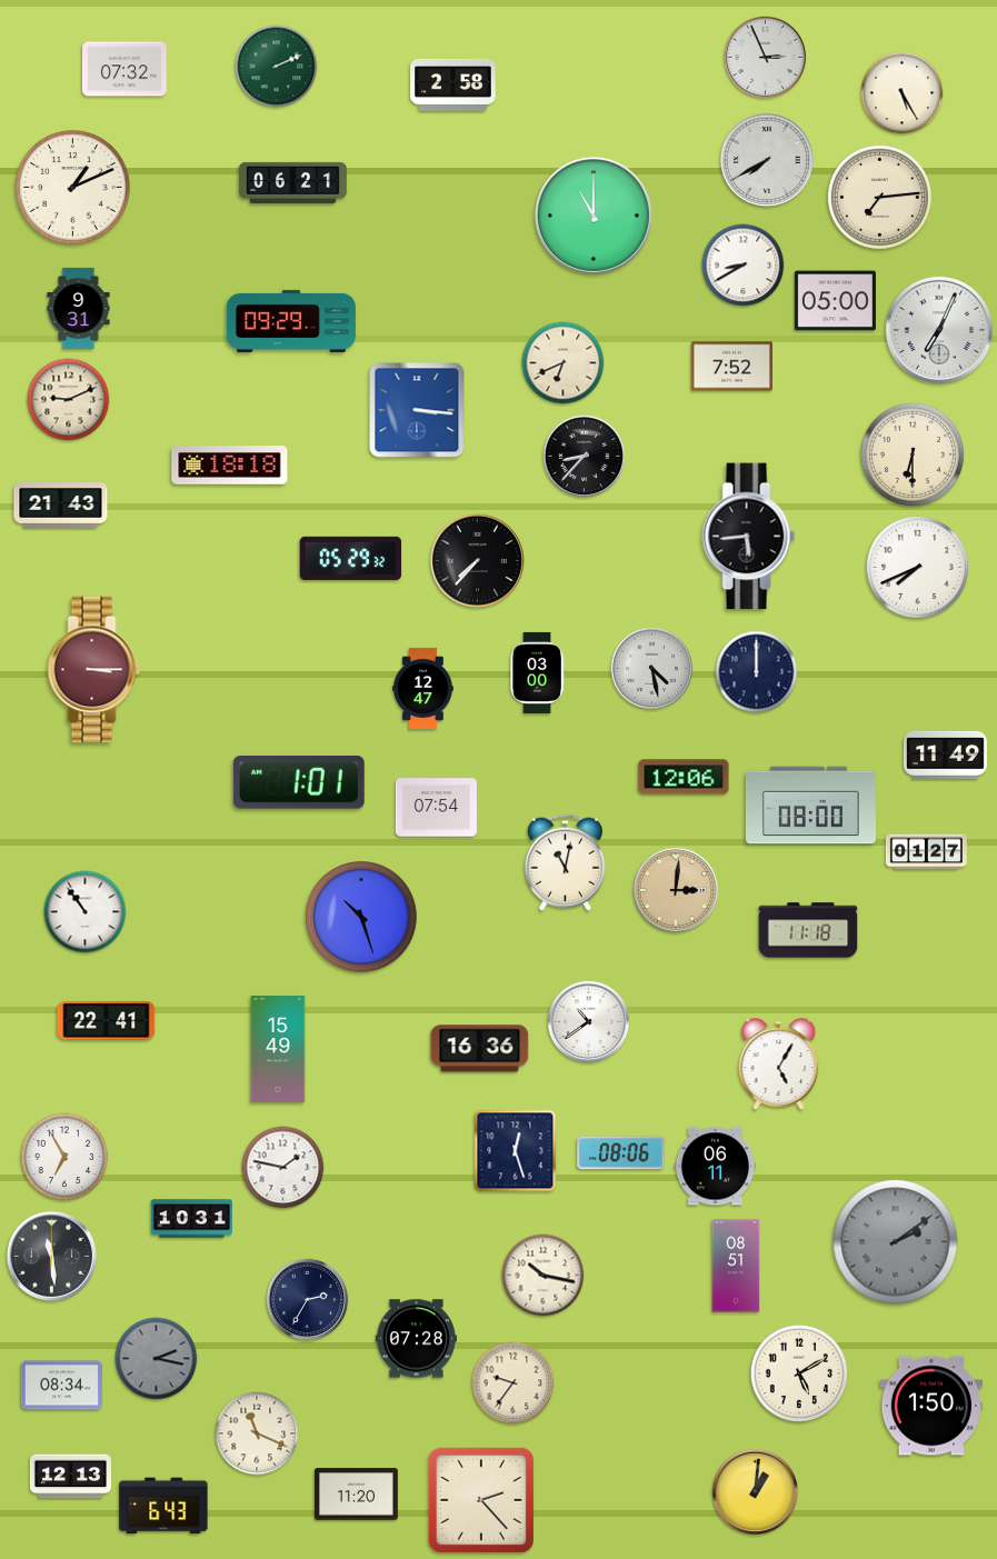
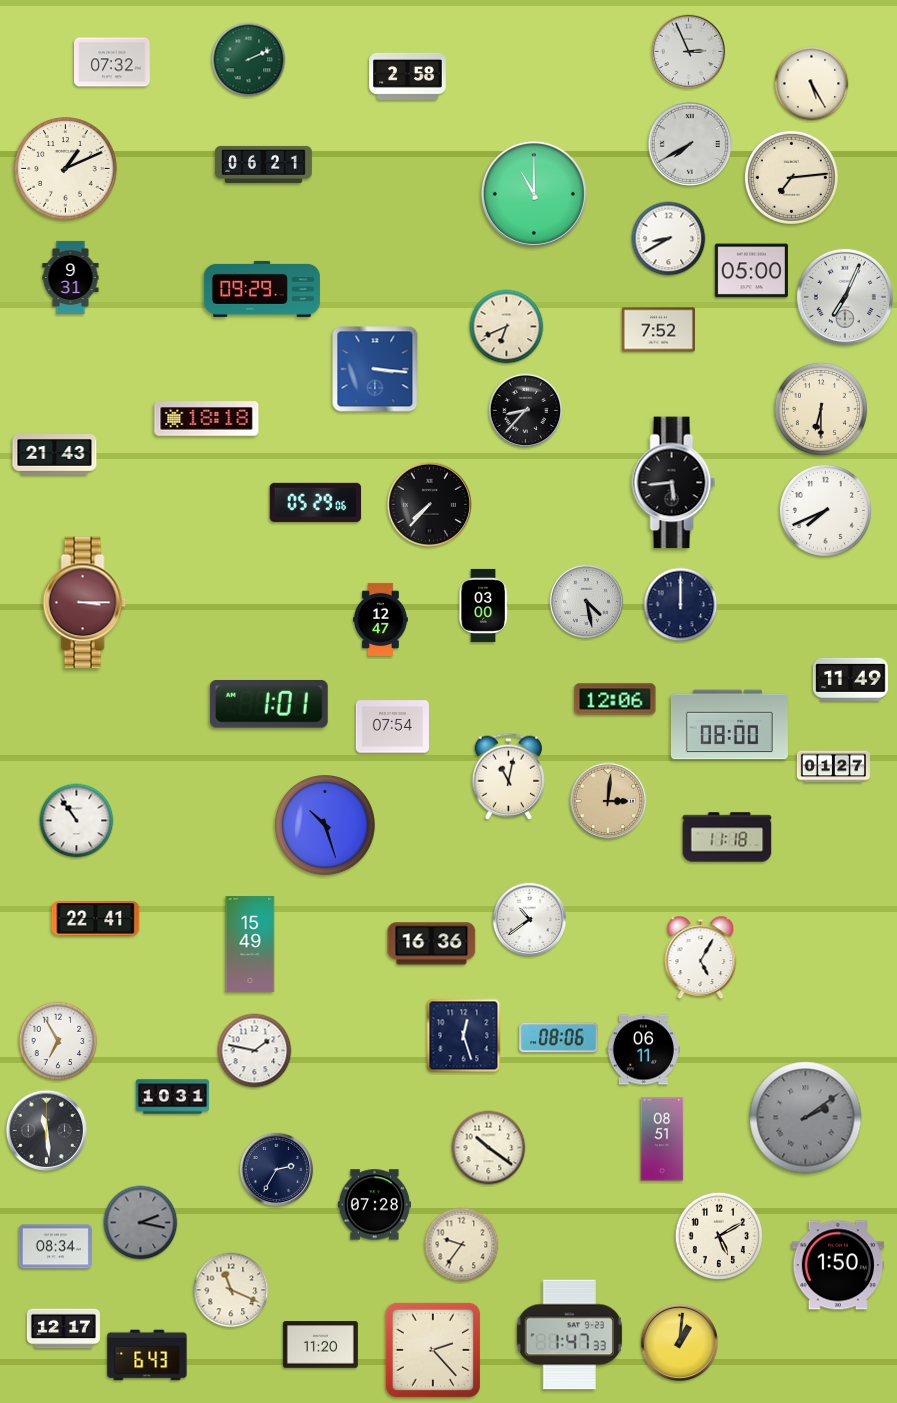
clock at (69, 400): 9:11 -> none
clock at (351, 558): 05:29:32 -> 05:29:06
clock at (544, 1276): 10:17 -> 10:21
clock at (70, 1477): 12:13 -> 12:17
clock at (570, 1335): none -> 1:47
